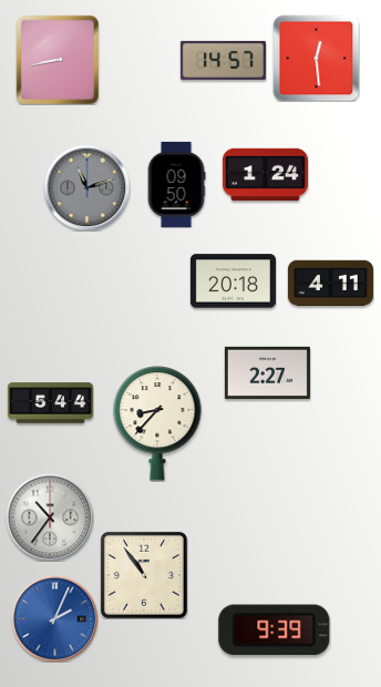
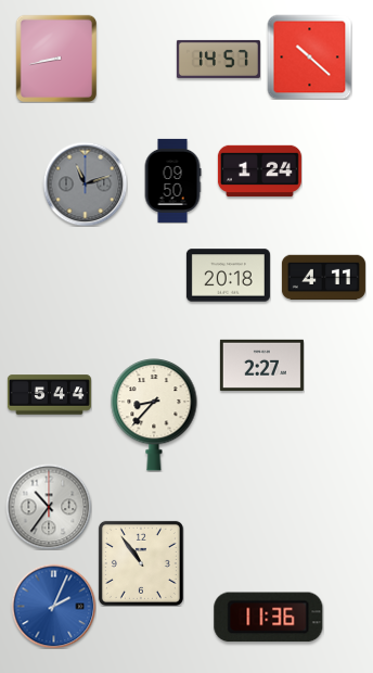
clock at (316, 58): 12:29 -> 10:22
clock at (275, 630): 9:39 -> 11:36
